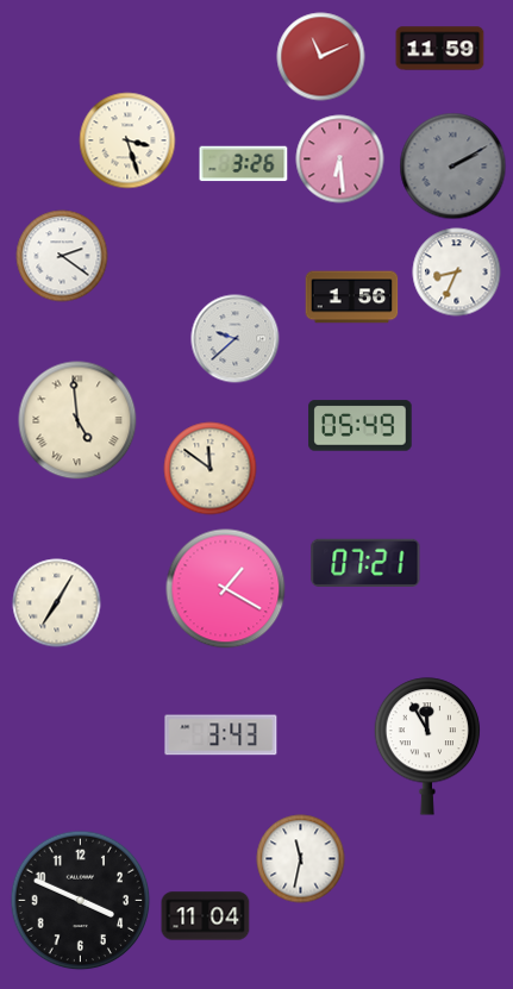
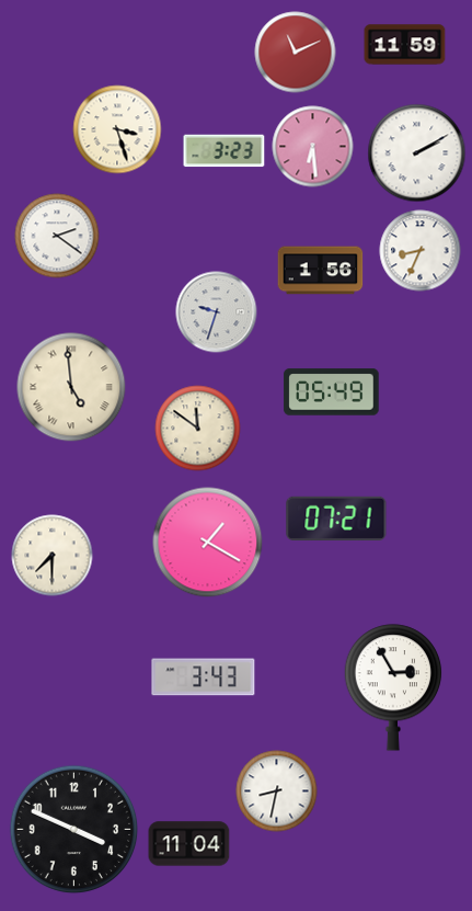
clock at (244, 164): 3:26 -> 3:23
clock at (453, 167) dial: grey -> white
clock at (352, 298) position: (352, 298) -> (321, 271)
clock at (236, 339): 9:38 -> 9:33
clock at (211, 469) position: (211, 469) -> (198, 429)
clock at (57, 603): 7:05 -> 7:30
clock at (427, 746): 11:55 -> 2:55
clock at (301, 859): 11:32 -> 8:32
